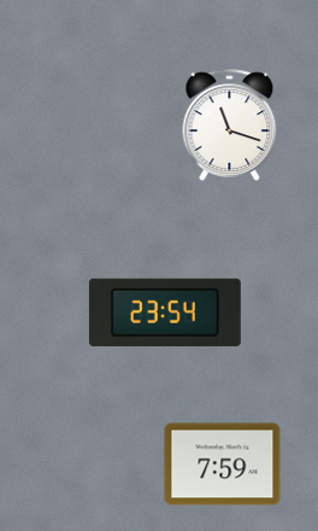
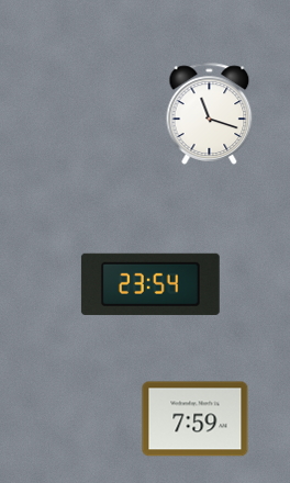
clock at (223, 465) position: (223, 465) -> (196, 419)
